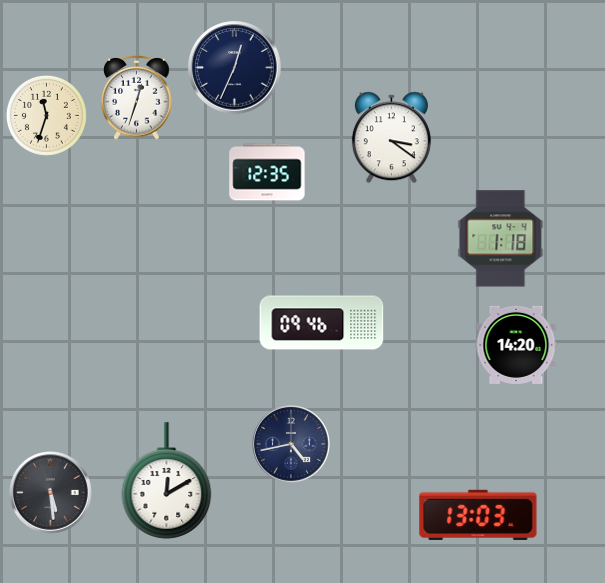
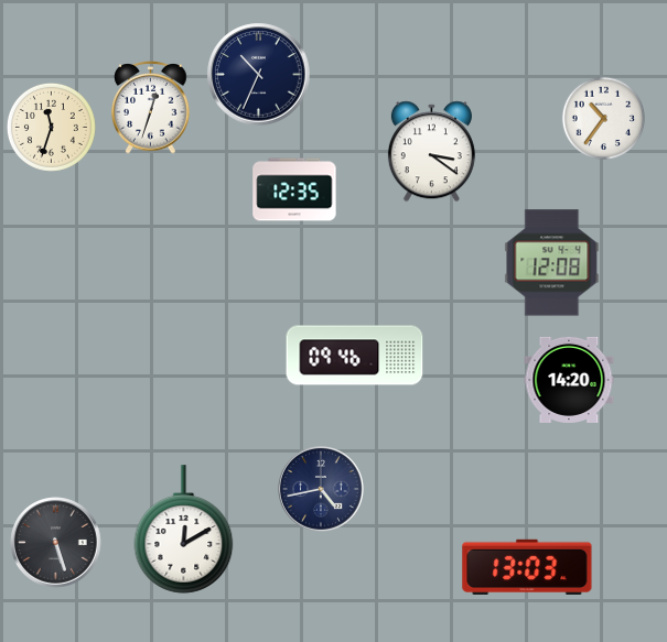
clock at (235, 68): 12:34 -> 10:34
clock at (603, 118): none -> 10:36
clock at (501, 239): 1:18 -> 12:08
clock at (51, 493): 5:29 -> 5:27
